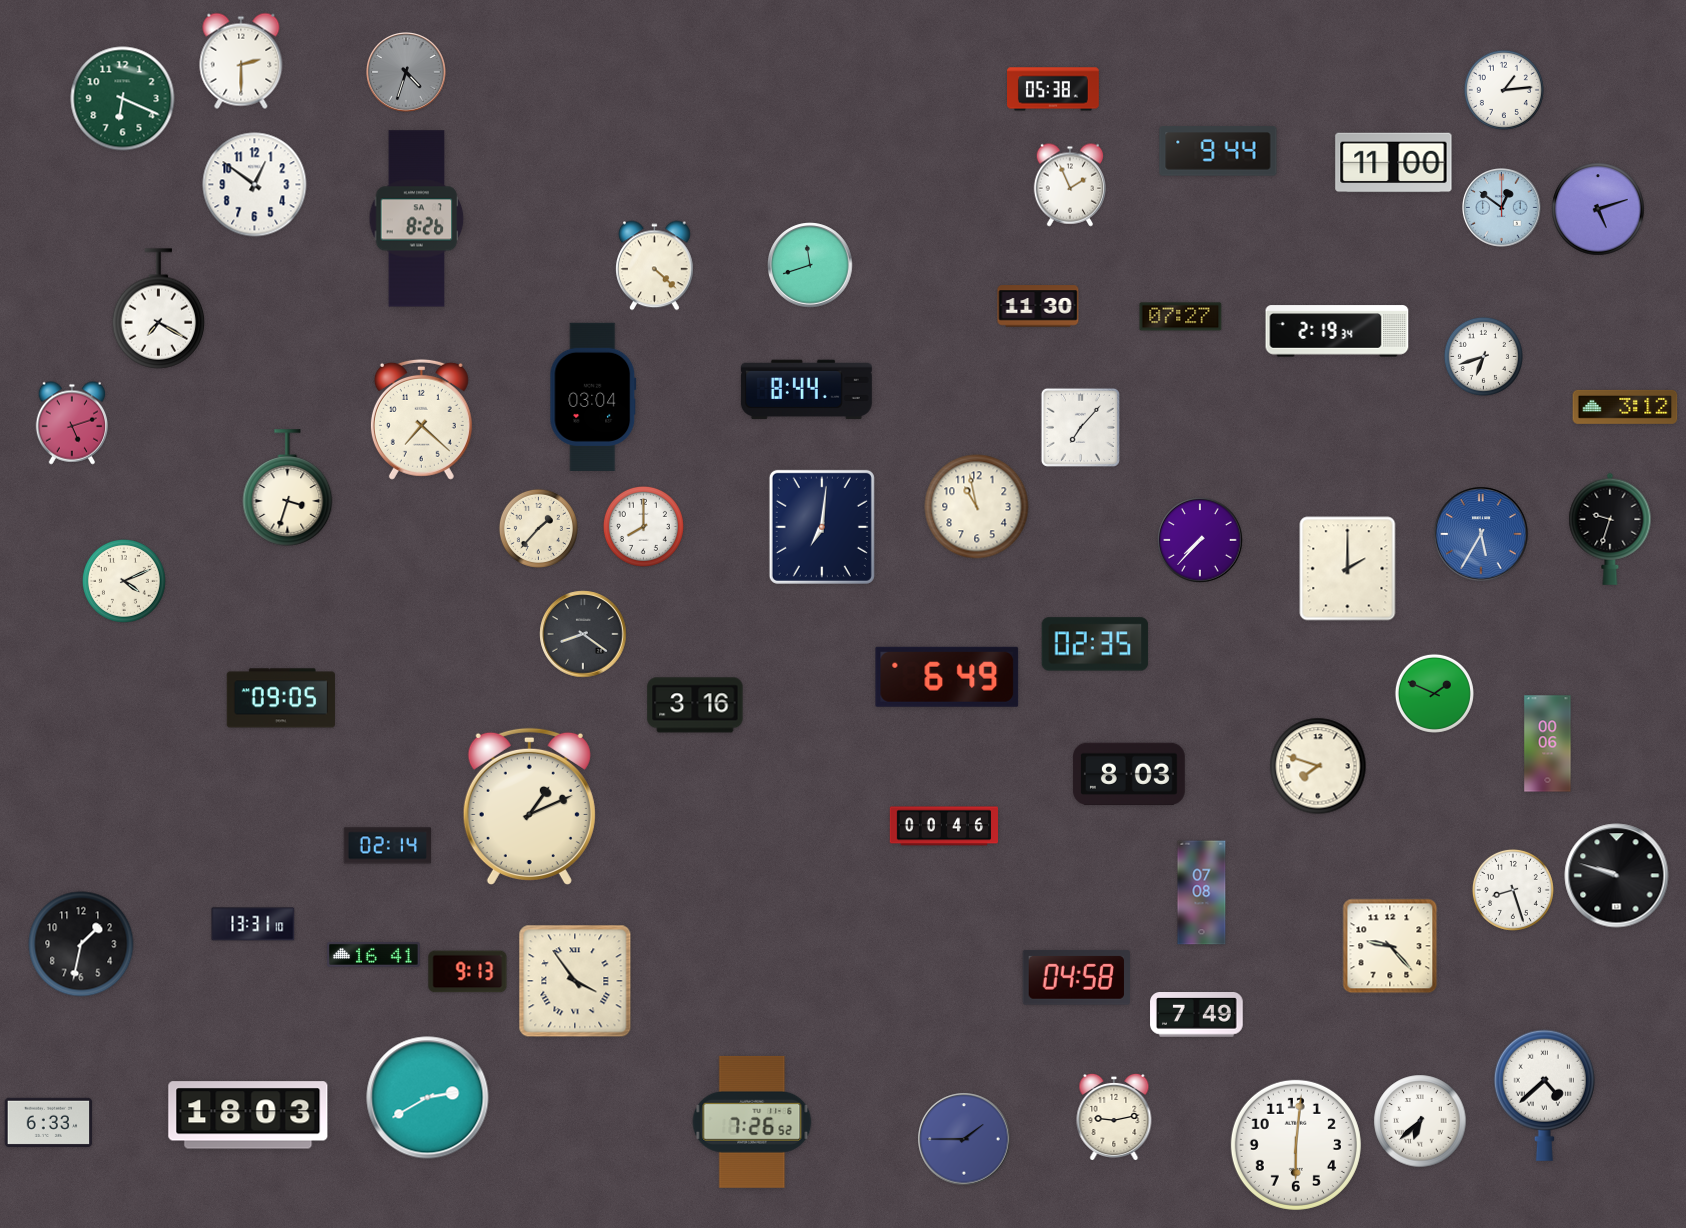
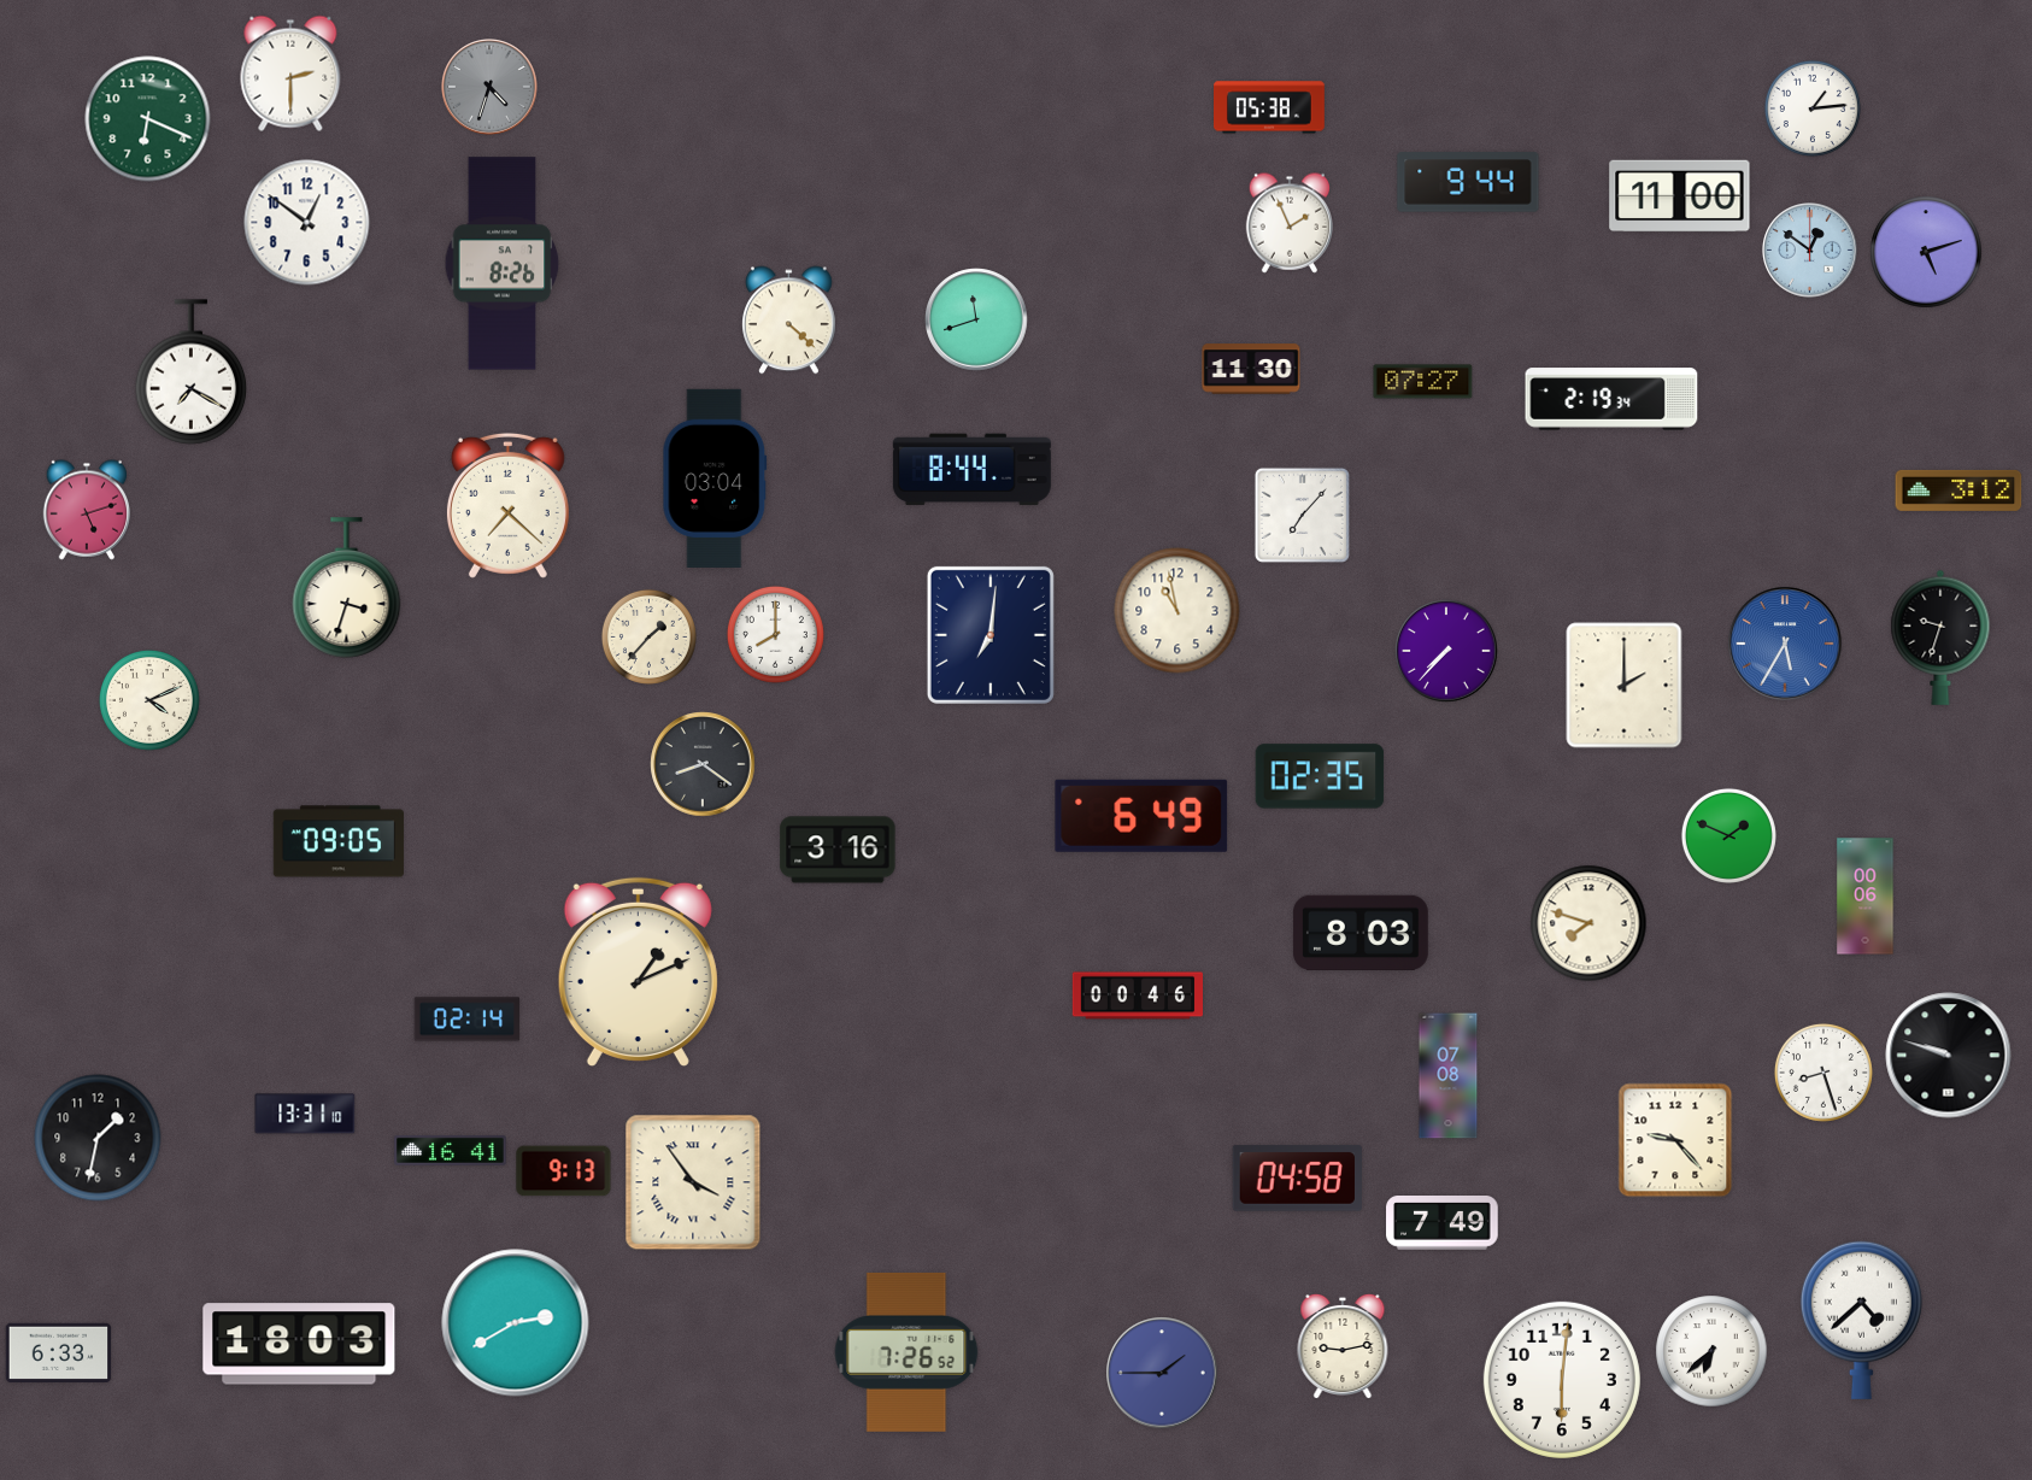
clock at (1483, 356): 6:42 -> none
